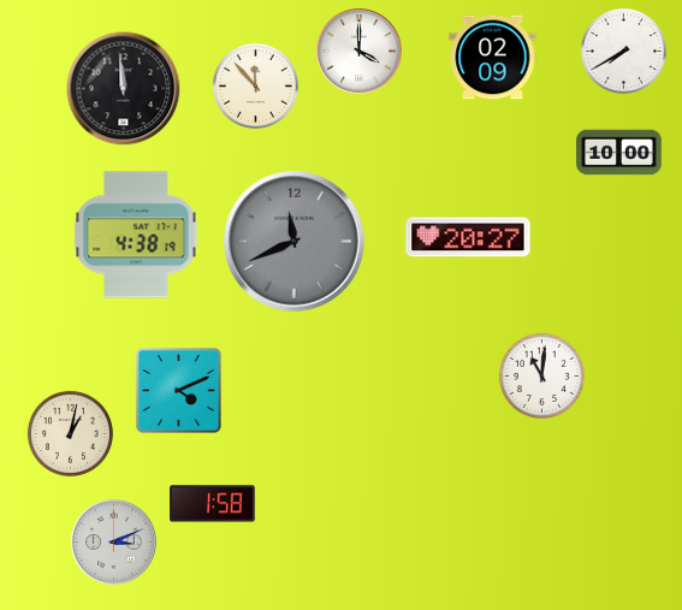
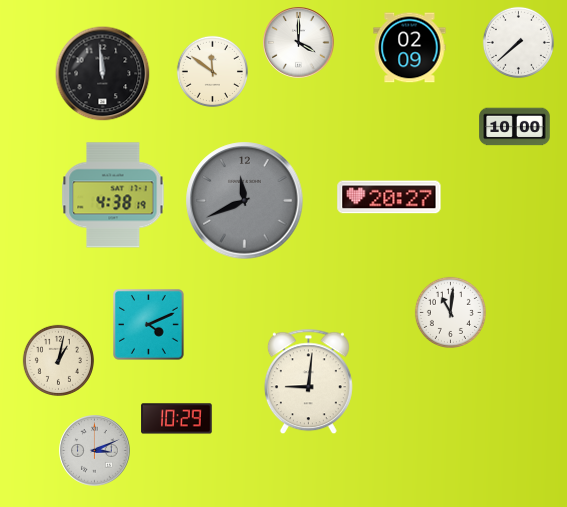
clock at (623, 51): 7:40 -> 7:38
clock at (255, 85): 11:53 -> 11:51
clock at (308, 382): none -> 9:01
clock at (213, 504): 1:58 -> 10:29
